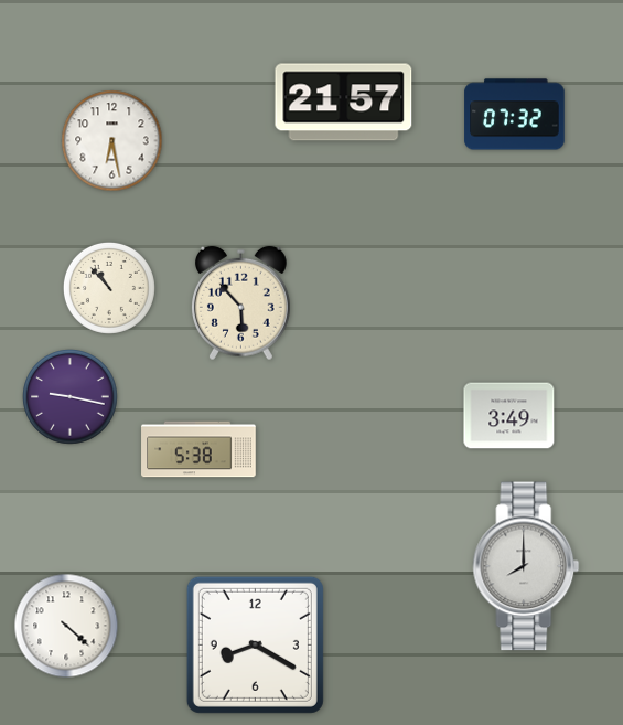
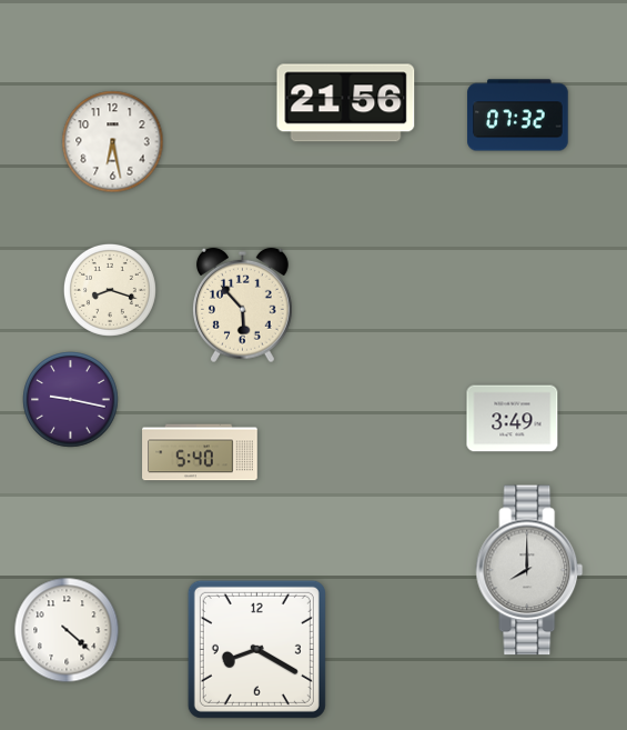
clock at (344, 103): 21:57 -> 21:56
clock at (109, 288): 10:53 -> 8:18
clock at (198, 449): 5:38 -> 5:40
